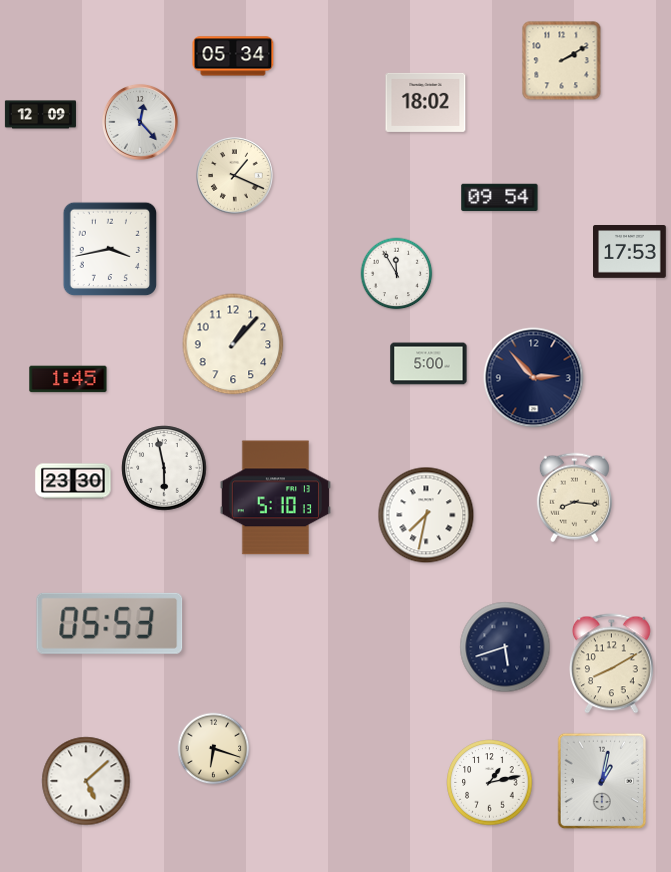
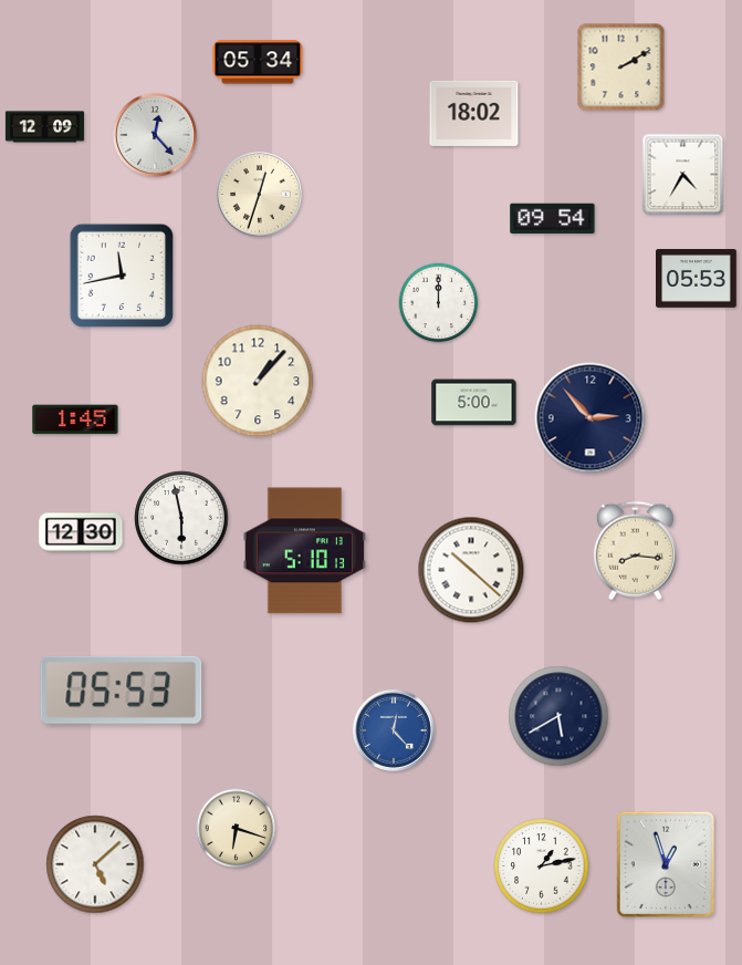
clock at (426, 102) position: (426, 102) -> (474, 113)
clock at (683, 175): none -> 4:35
clock at (235, 176): 1:19 -> 12:33
clock at (110, 249): 3:43 -> 11:43
clock at (630, 252): 17:53 -> 05:53
clock at (397, 274): 11:55 -> 12:00
clock at (73, 481): 23:30 -> 12:30
clock at (426, 515): 7:32 -> 10:22
clock at (505, 647): 5:42 -> 5:40
clock at (394, 730): none -> 12:23
clock at (612, 664): 8:10 -> none
clock at (602, 781): 1:02 -> 12:57
